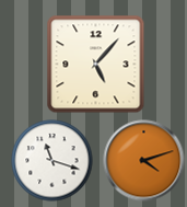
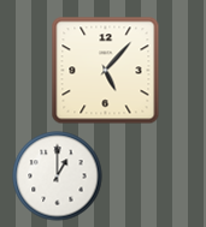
clock at (52, 161): 11:18 -> 1:00
clock at (144, 161): 4:12 -> none
